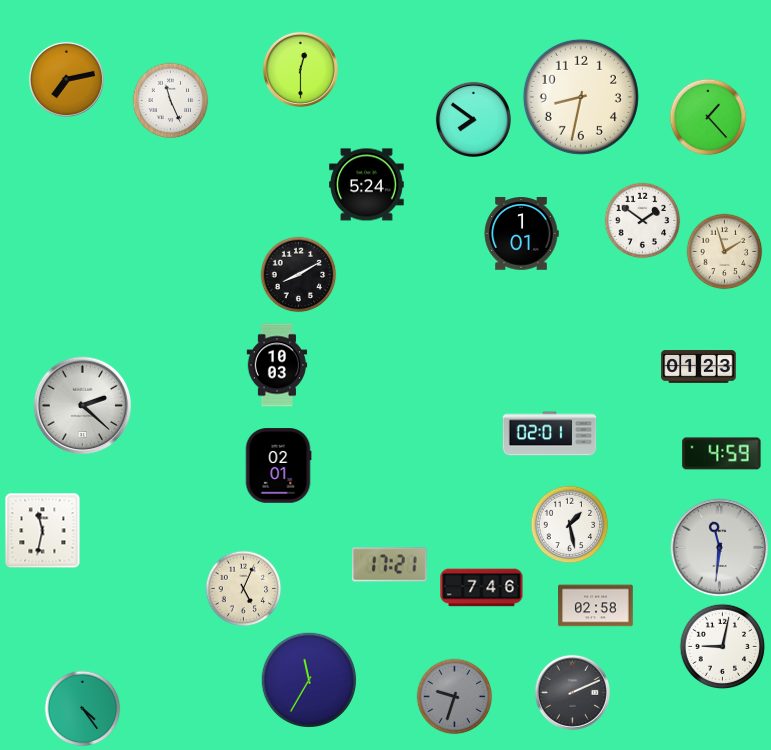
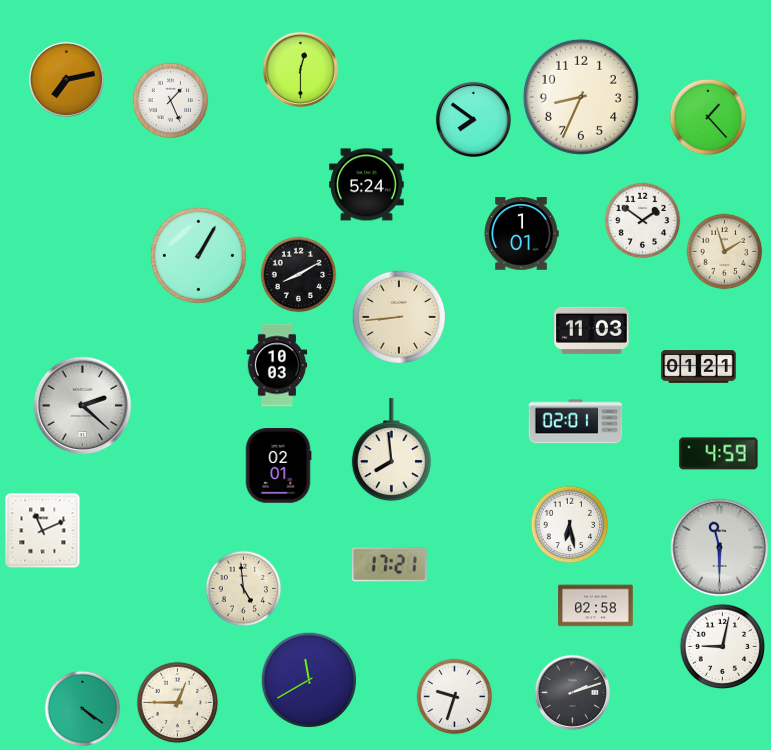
clock at (581, 97): 8:32 -> 8:34
clock at (171, 101): 11:26 -> 1:26
clock at (198, 255): none -> 1:05
clock at (398, 316): none -> 8:44
clock at (592, 330): none -> 11:03
clock at (699, 367): 01:23 -> 01:21
clock at (550, 434) position: (550, 434) -> (576, 422)
clock at (391, 450): none -> 7:59
clock at (722, 454) position: (722, 454) -> (719, 454)
clock at (570, 525): 1:28 -> 6:28
clock at (43, 531): 11:32 -> 11:11
clock at (720, 548): 11:31 -> 11:30
clock at (482, 588): 7:46 -> none
clock at (244, 589): 5:04 -> 4:59
clock at (309, 680): 11:35 -> 11:40
clock at (572, 692): 2:11 -> 2:12
clock at (455, 697) dial: grey -> white
clock at (178, 703): none -> 12:45
clock at (83, 709): 4:24 -> 4:21
